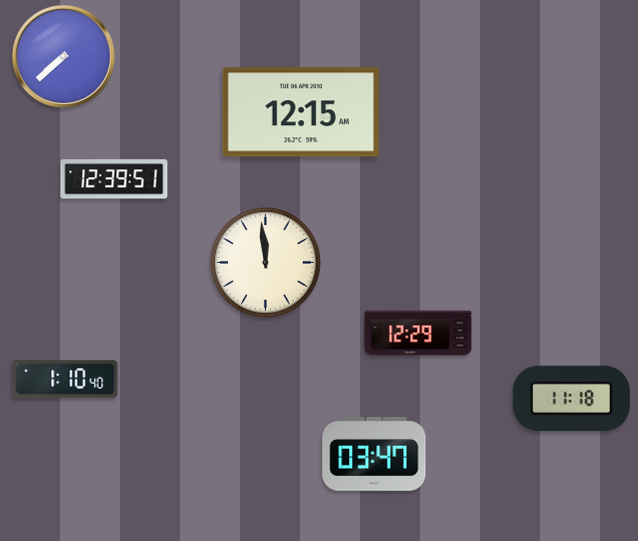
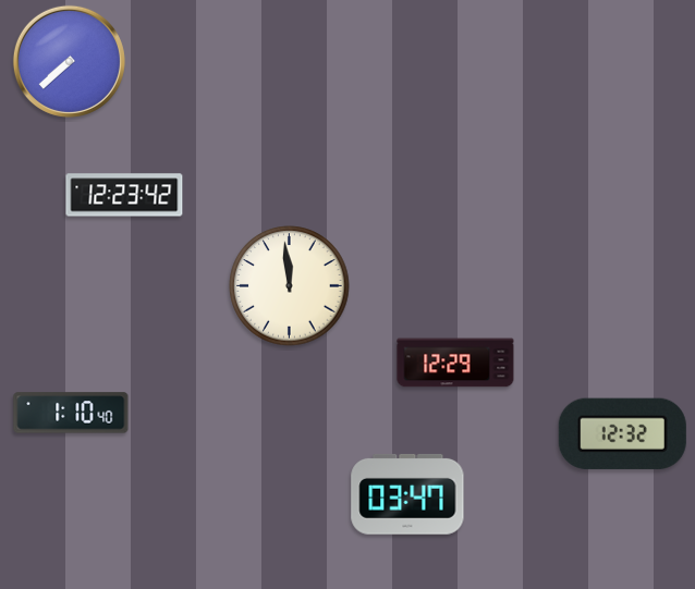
clock at (300, 112): 12:15 -> none
clock at (114, 179): 12:39 -> 12:23
clock at (571, 398): 11:18 -> 12:32
